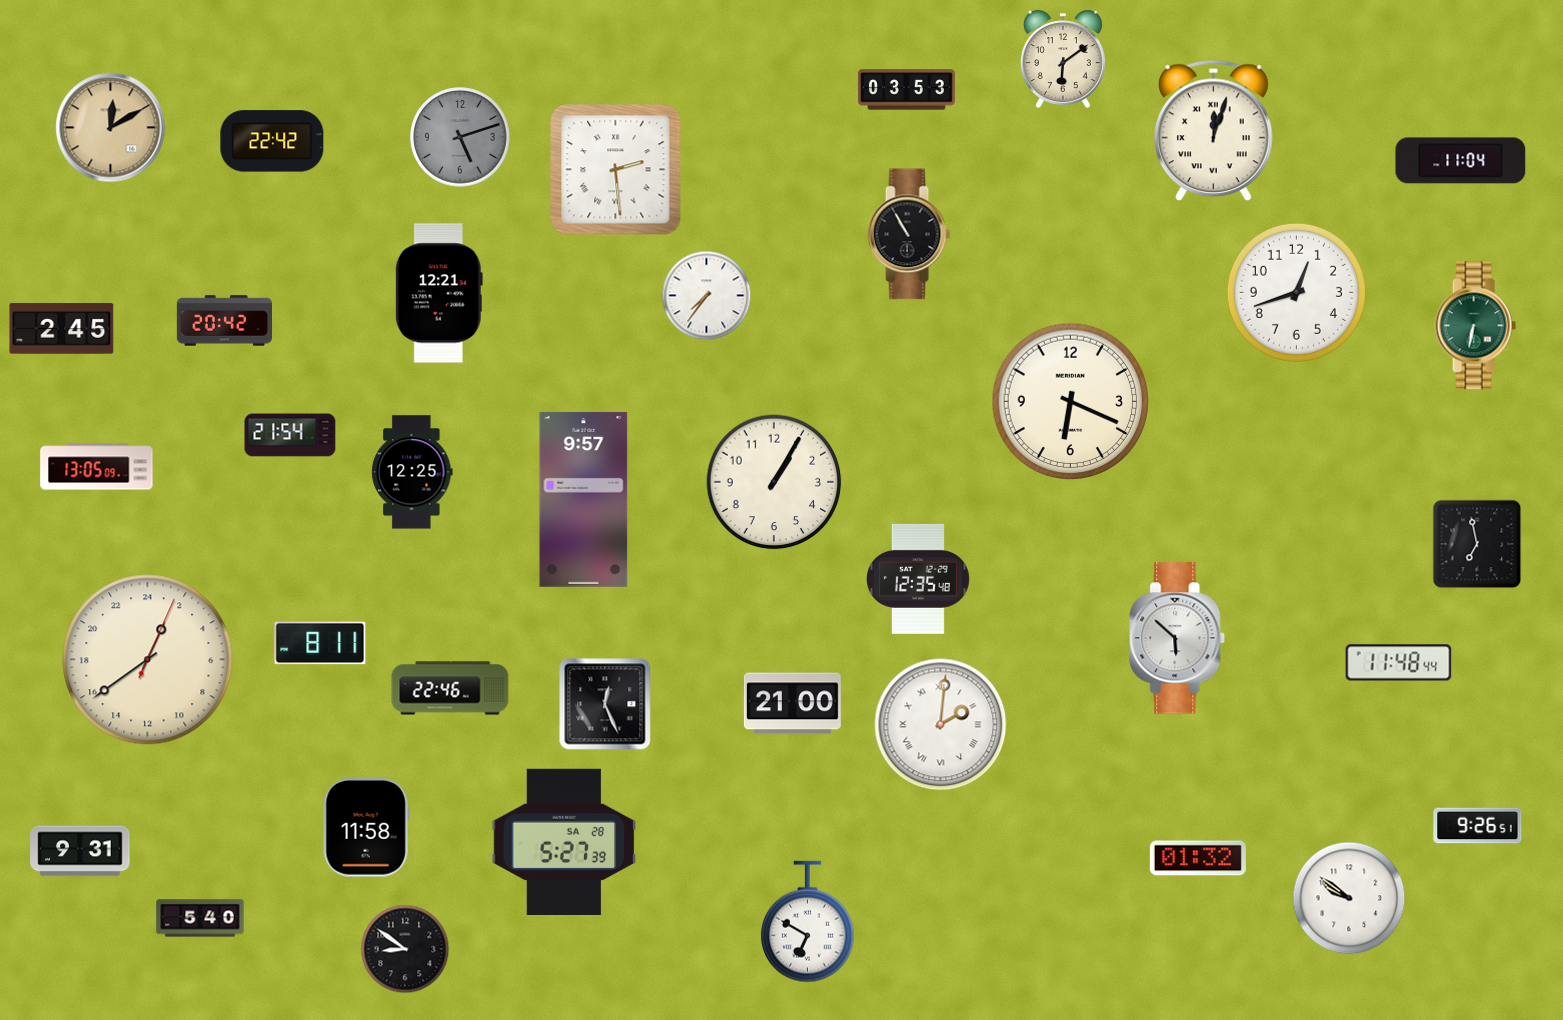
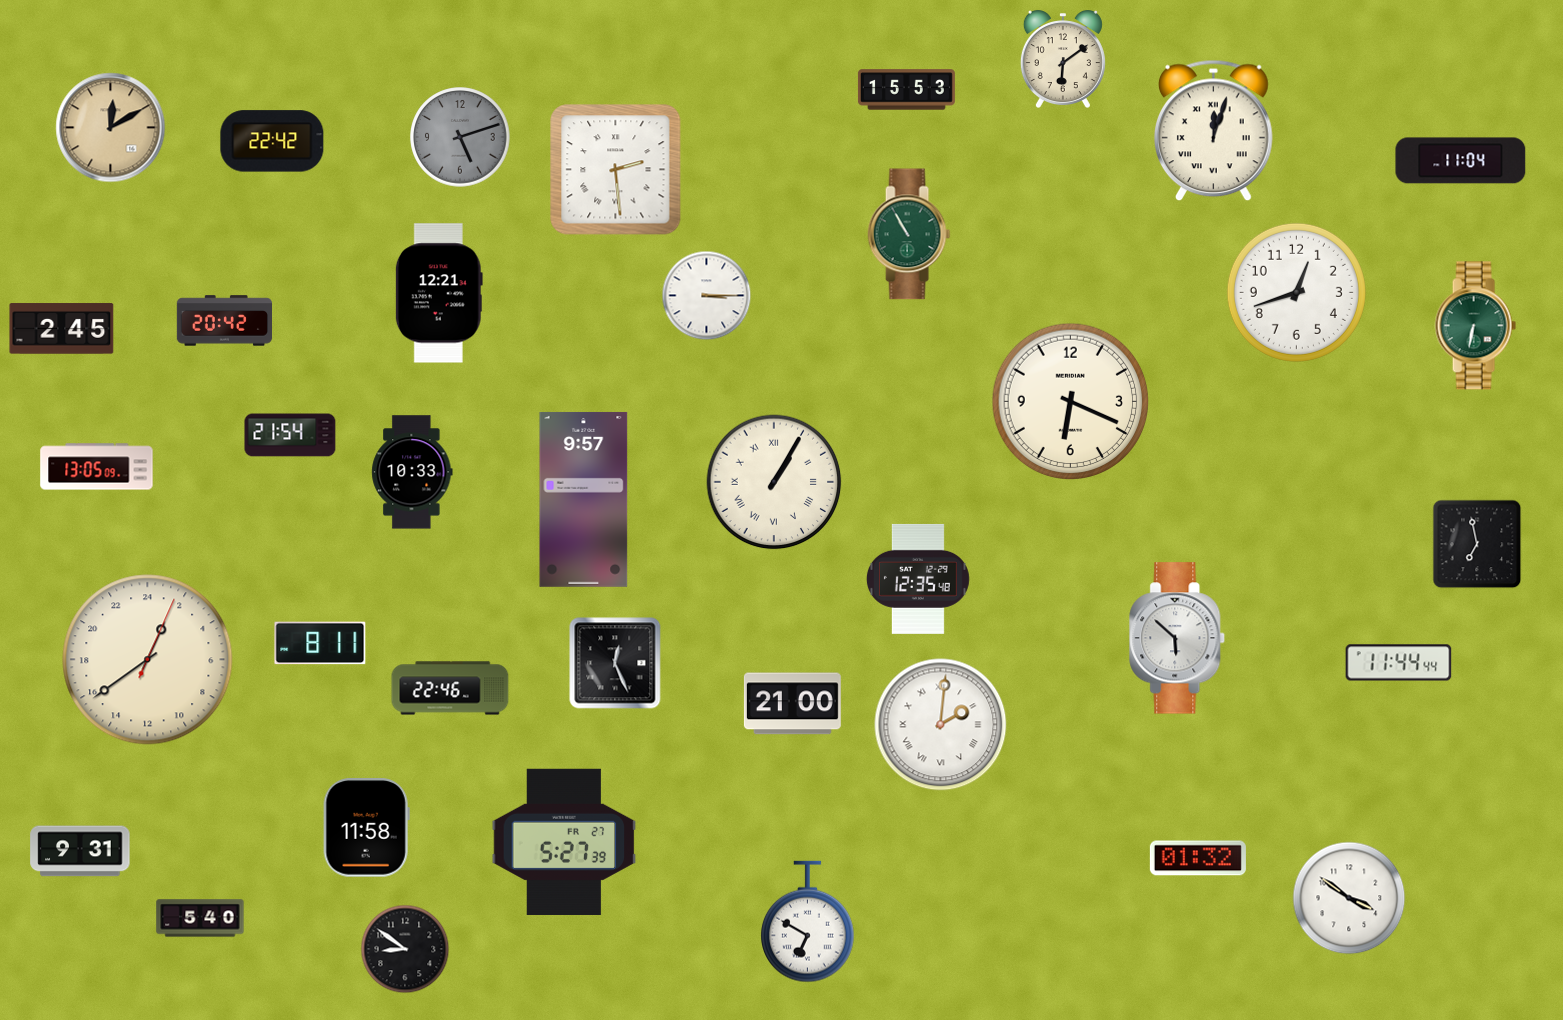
clock at (906, 90): 03:53 -> 15:53
clock at (909, 234) dial: black -> green
clock at (707, 296): 7:36 -> 3:15
clock at (412, 472): 12:25 -> 10:33
clock at (774, 482) numerals: Arabic -> Roman
clock at (1399, 663): 11:48 -> 11:44
clock at (605, 704) position: (605, 704) -> (615, 663)
clock at (1478, 826): 9:26 -> none
clock at (564, 842) date: SA 28 -> FR 27
clock at (1349, 898): 9:51 -> 3:51
